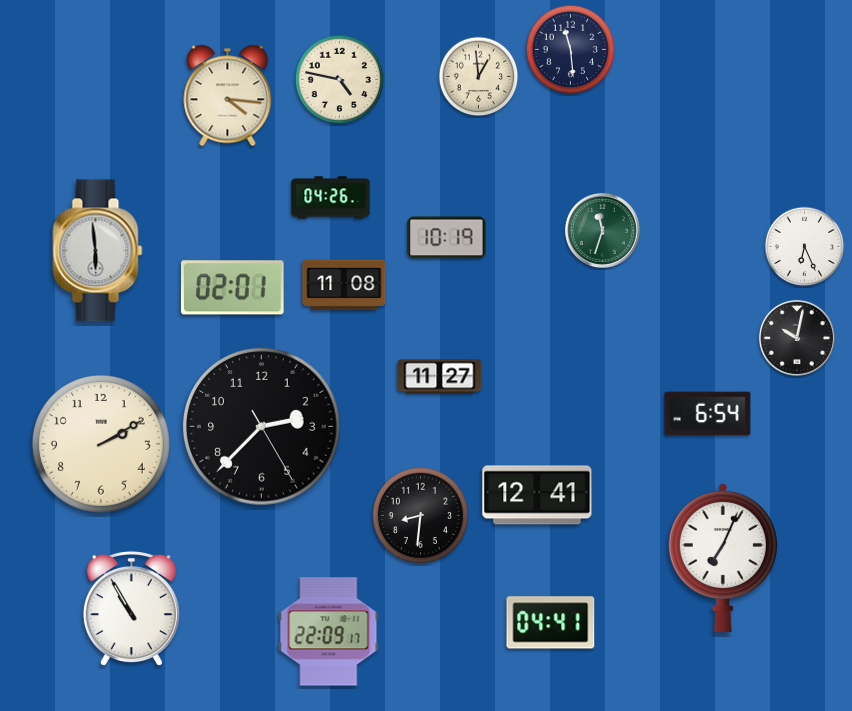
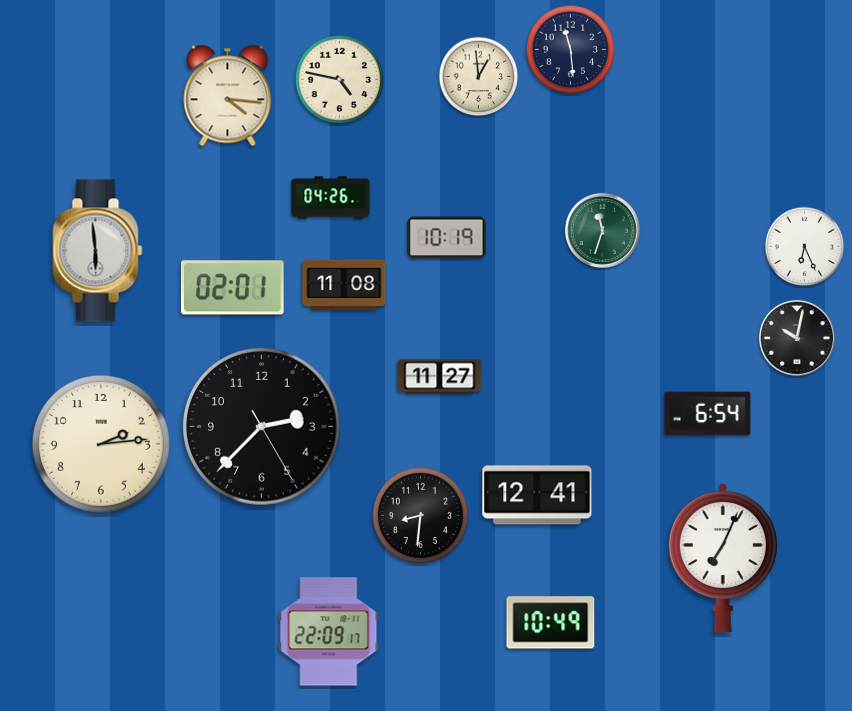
clock at (101, 444): 2:10 -> 2:14
clock at (131, 610): 10:55 -> none
clock at (551, 623): 04:41 -> 10:49
